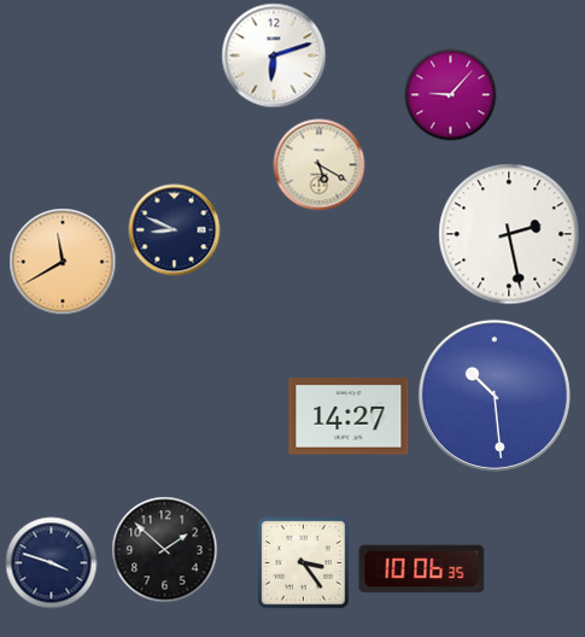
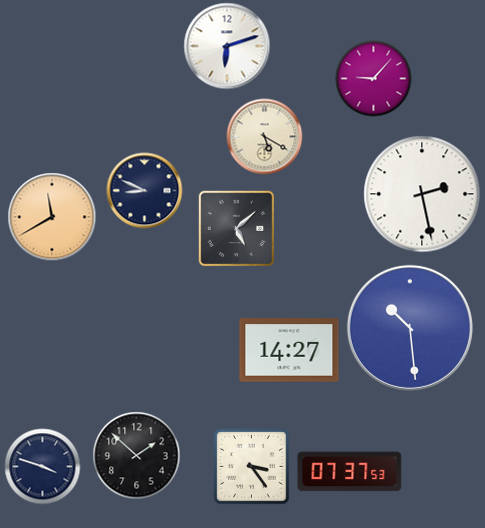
clock at (236, 228): none -> 5:08
clock at (349, 416) position: (349, 416) -> (289, 350)
clock at (422, 569): 10:06 -> 07:37
